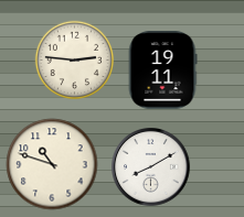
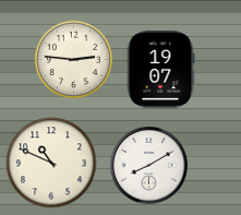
clock at (162, 70): 19:11 -> 19:07
clock at (52, 164): 10:48 -> 10:49
